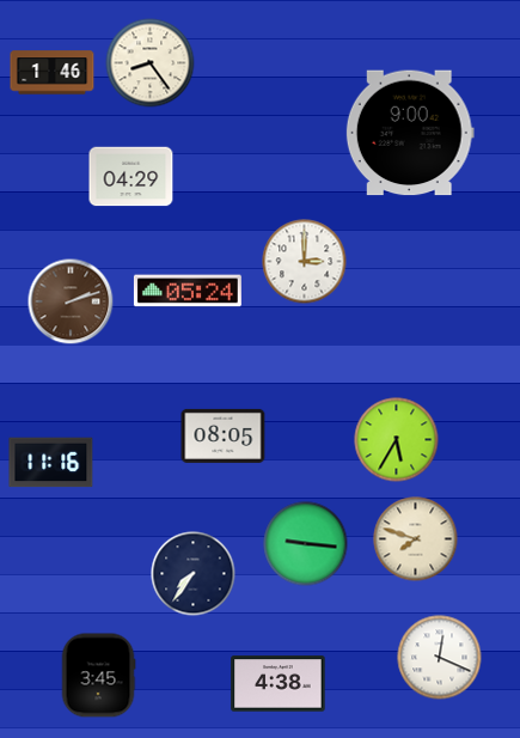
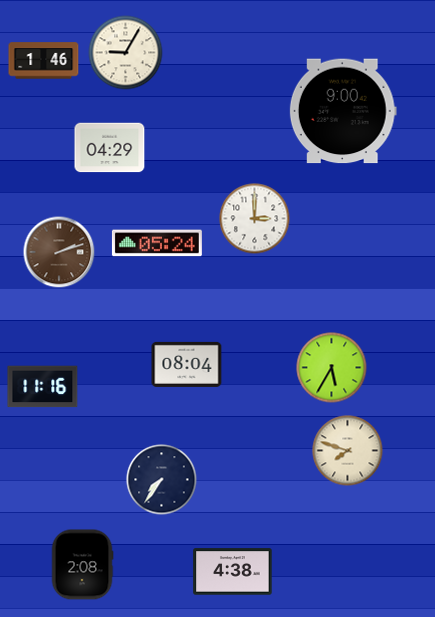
clock at (151, 63): 8:24 -> 9:05
clock at (224, 435): 08:05 -> 08:04
clock at (306, 544): 9:16 -> none
clock at (440, 658): 12:19 -> none
clock at (98, 676): 3:45 -> 2:08
